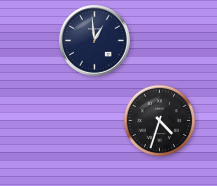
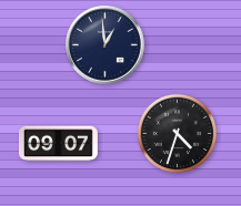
clock at (58, 144): none -> 09:07
